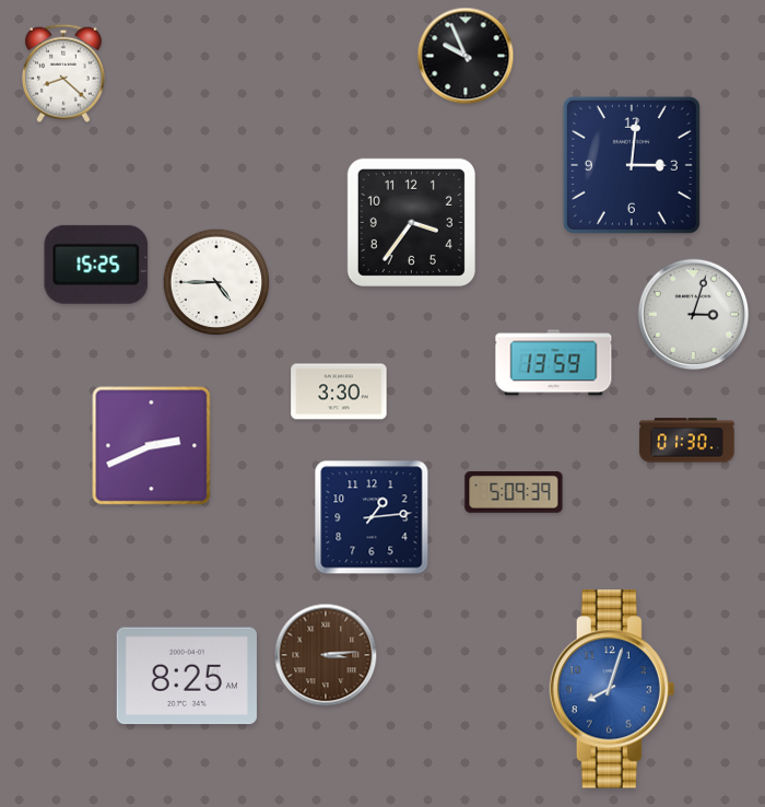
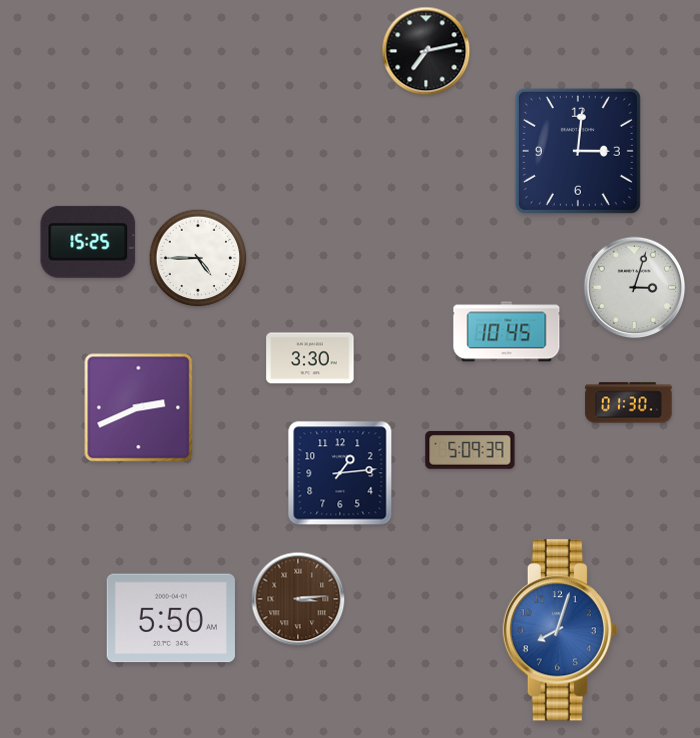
clock at (466, 56): 9:56 -> 7:13
clock at (63, 73): 8:22 -> none
clock at (411, 222): 3:36 -> none
clock at (554, 363): 13:59 -> 10:45
clock at (187, 676): 8:25 -> 5:50
